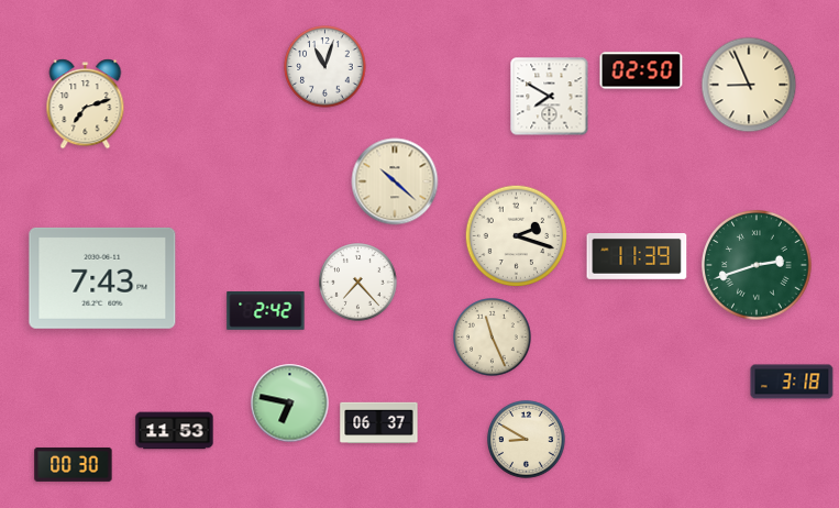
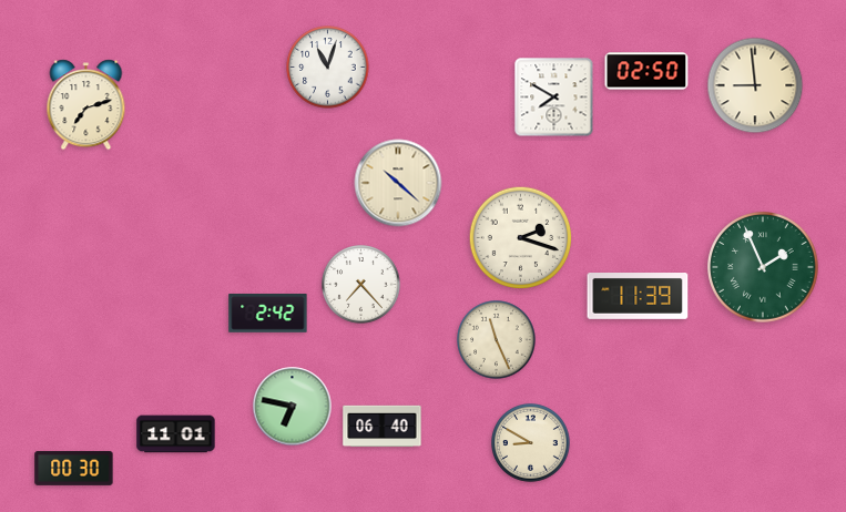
clock at (749, 85): 8:56 -> 8:59
clock at (637, 257) position: (637, 257) -> (638, 297)
clock at (757, 265): 2:42 -> 1:56
clock at (102, 278): 7:43 -> none
clock at (792, 382): 3:18 -> none
clock at (379, 423): 06:37 -> 06:40
clock at (175, 431): 11:53 -> 11:01
